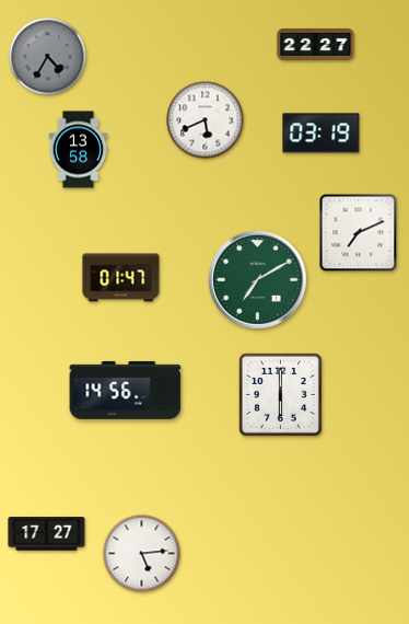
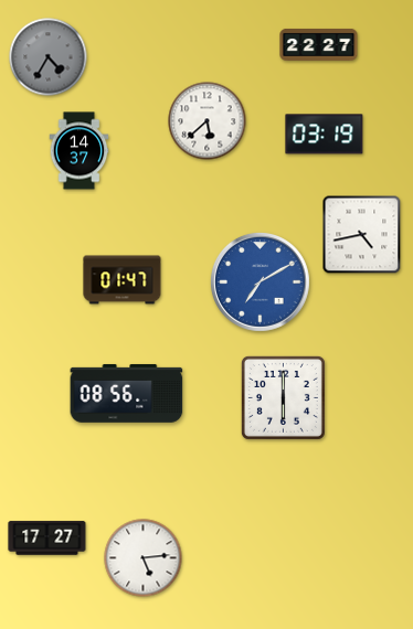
clock at (206, 120): 5:41 -> 5:38
clock at (79, 150): 13:58 -> 14:37
clock at (359, 233): 7:11 -> 4:43
clock at (257, 279) dial: green -> blue
clock at (126, 390): 14:56 -> 08:56
